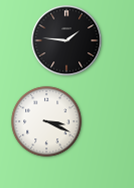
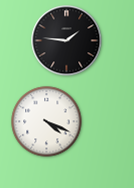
clock at (47, 122): 3:19 -> 4:19
